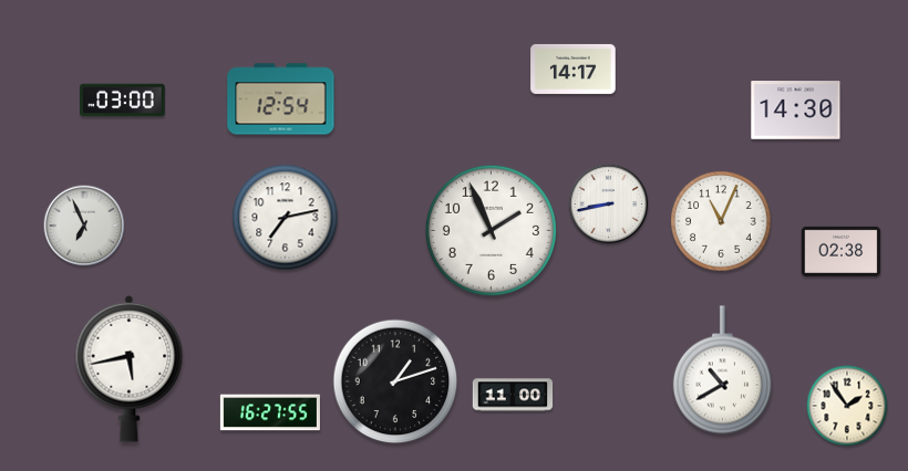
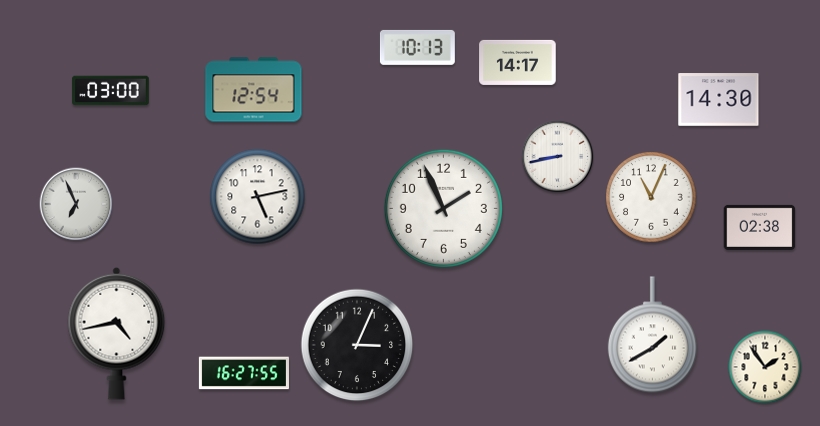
clock at (417, 47): none -> 10:13
clock at (609, 205) position: (609, 205) -> (558, 157)
clock at (286, 218): 7:13 -> 5:13
clock at (721, 221) position: (721, 221) -> (651, 197)
clock at (130, 368): 5:43 -> 4:43
clock at (722, 370): 10:40 -> 1:40
clock at (395, 381): 1:12 -> 3:04
clock at (513, 395): 11:00 -> none
